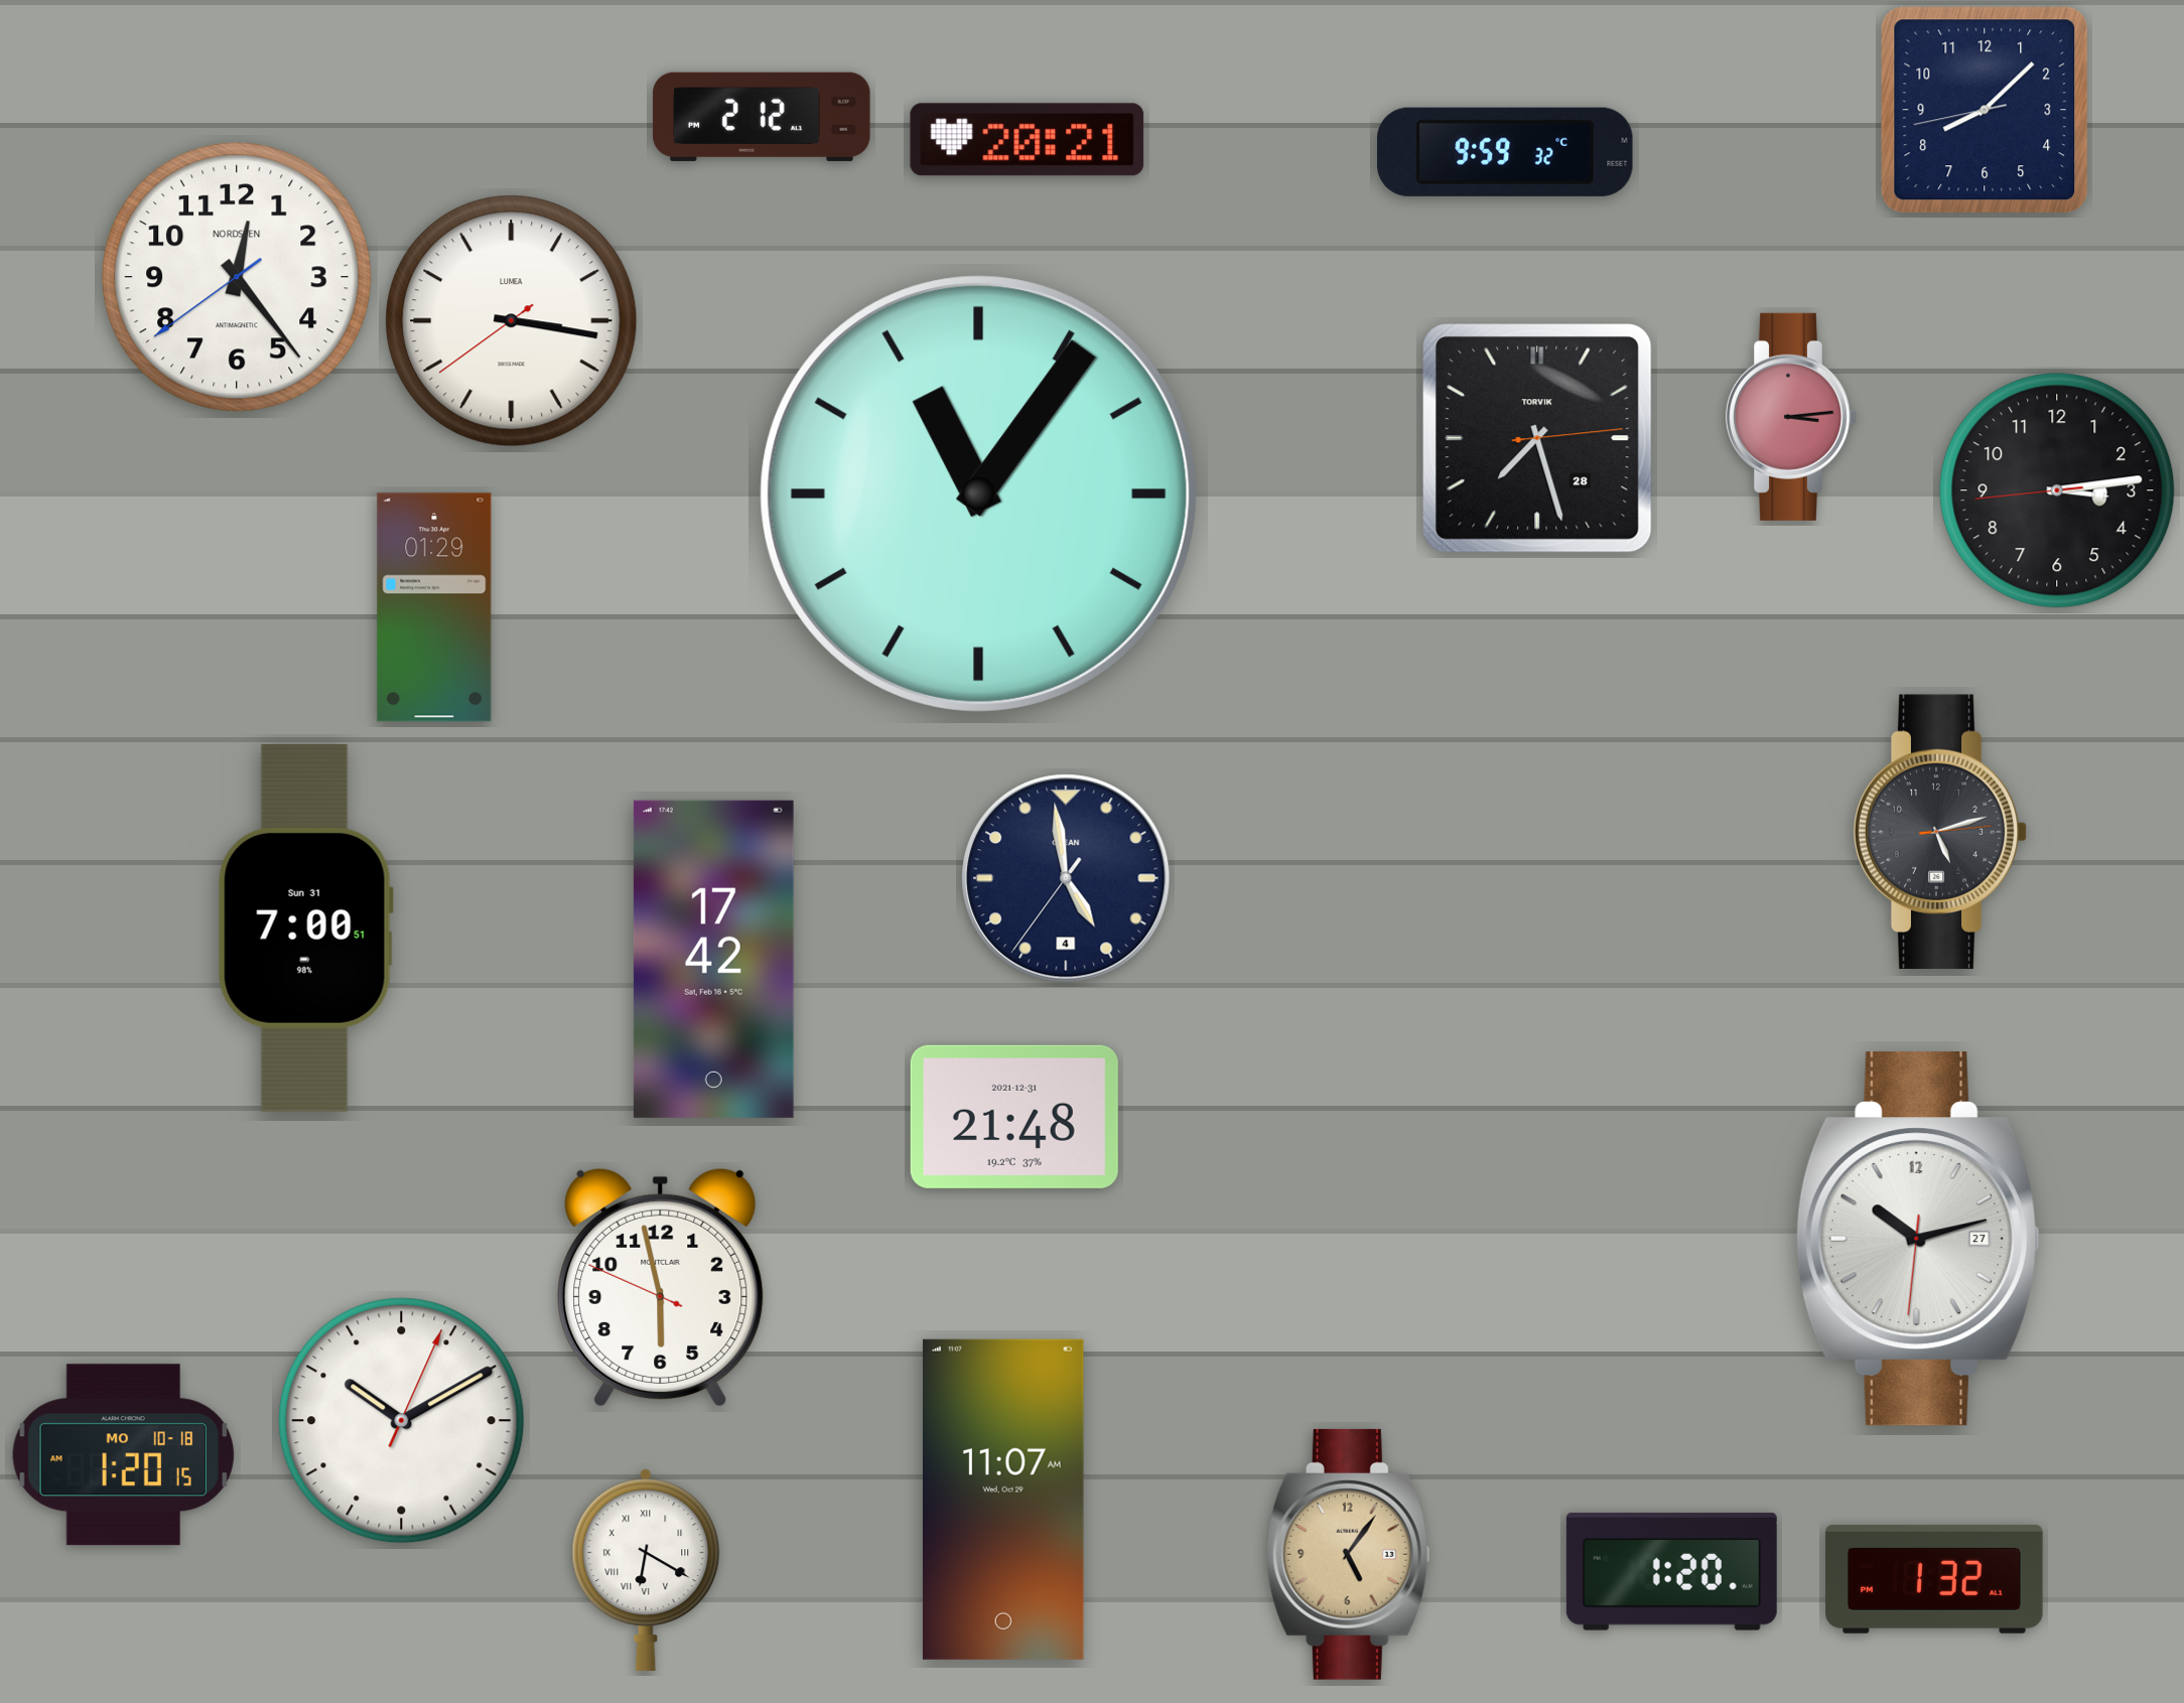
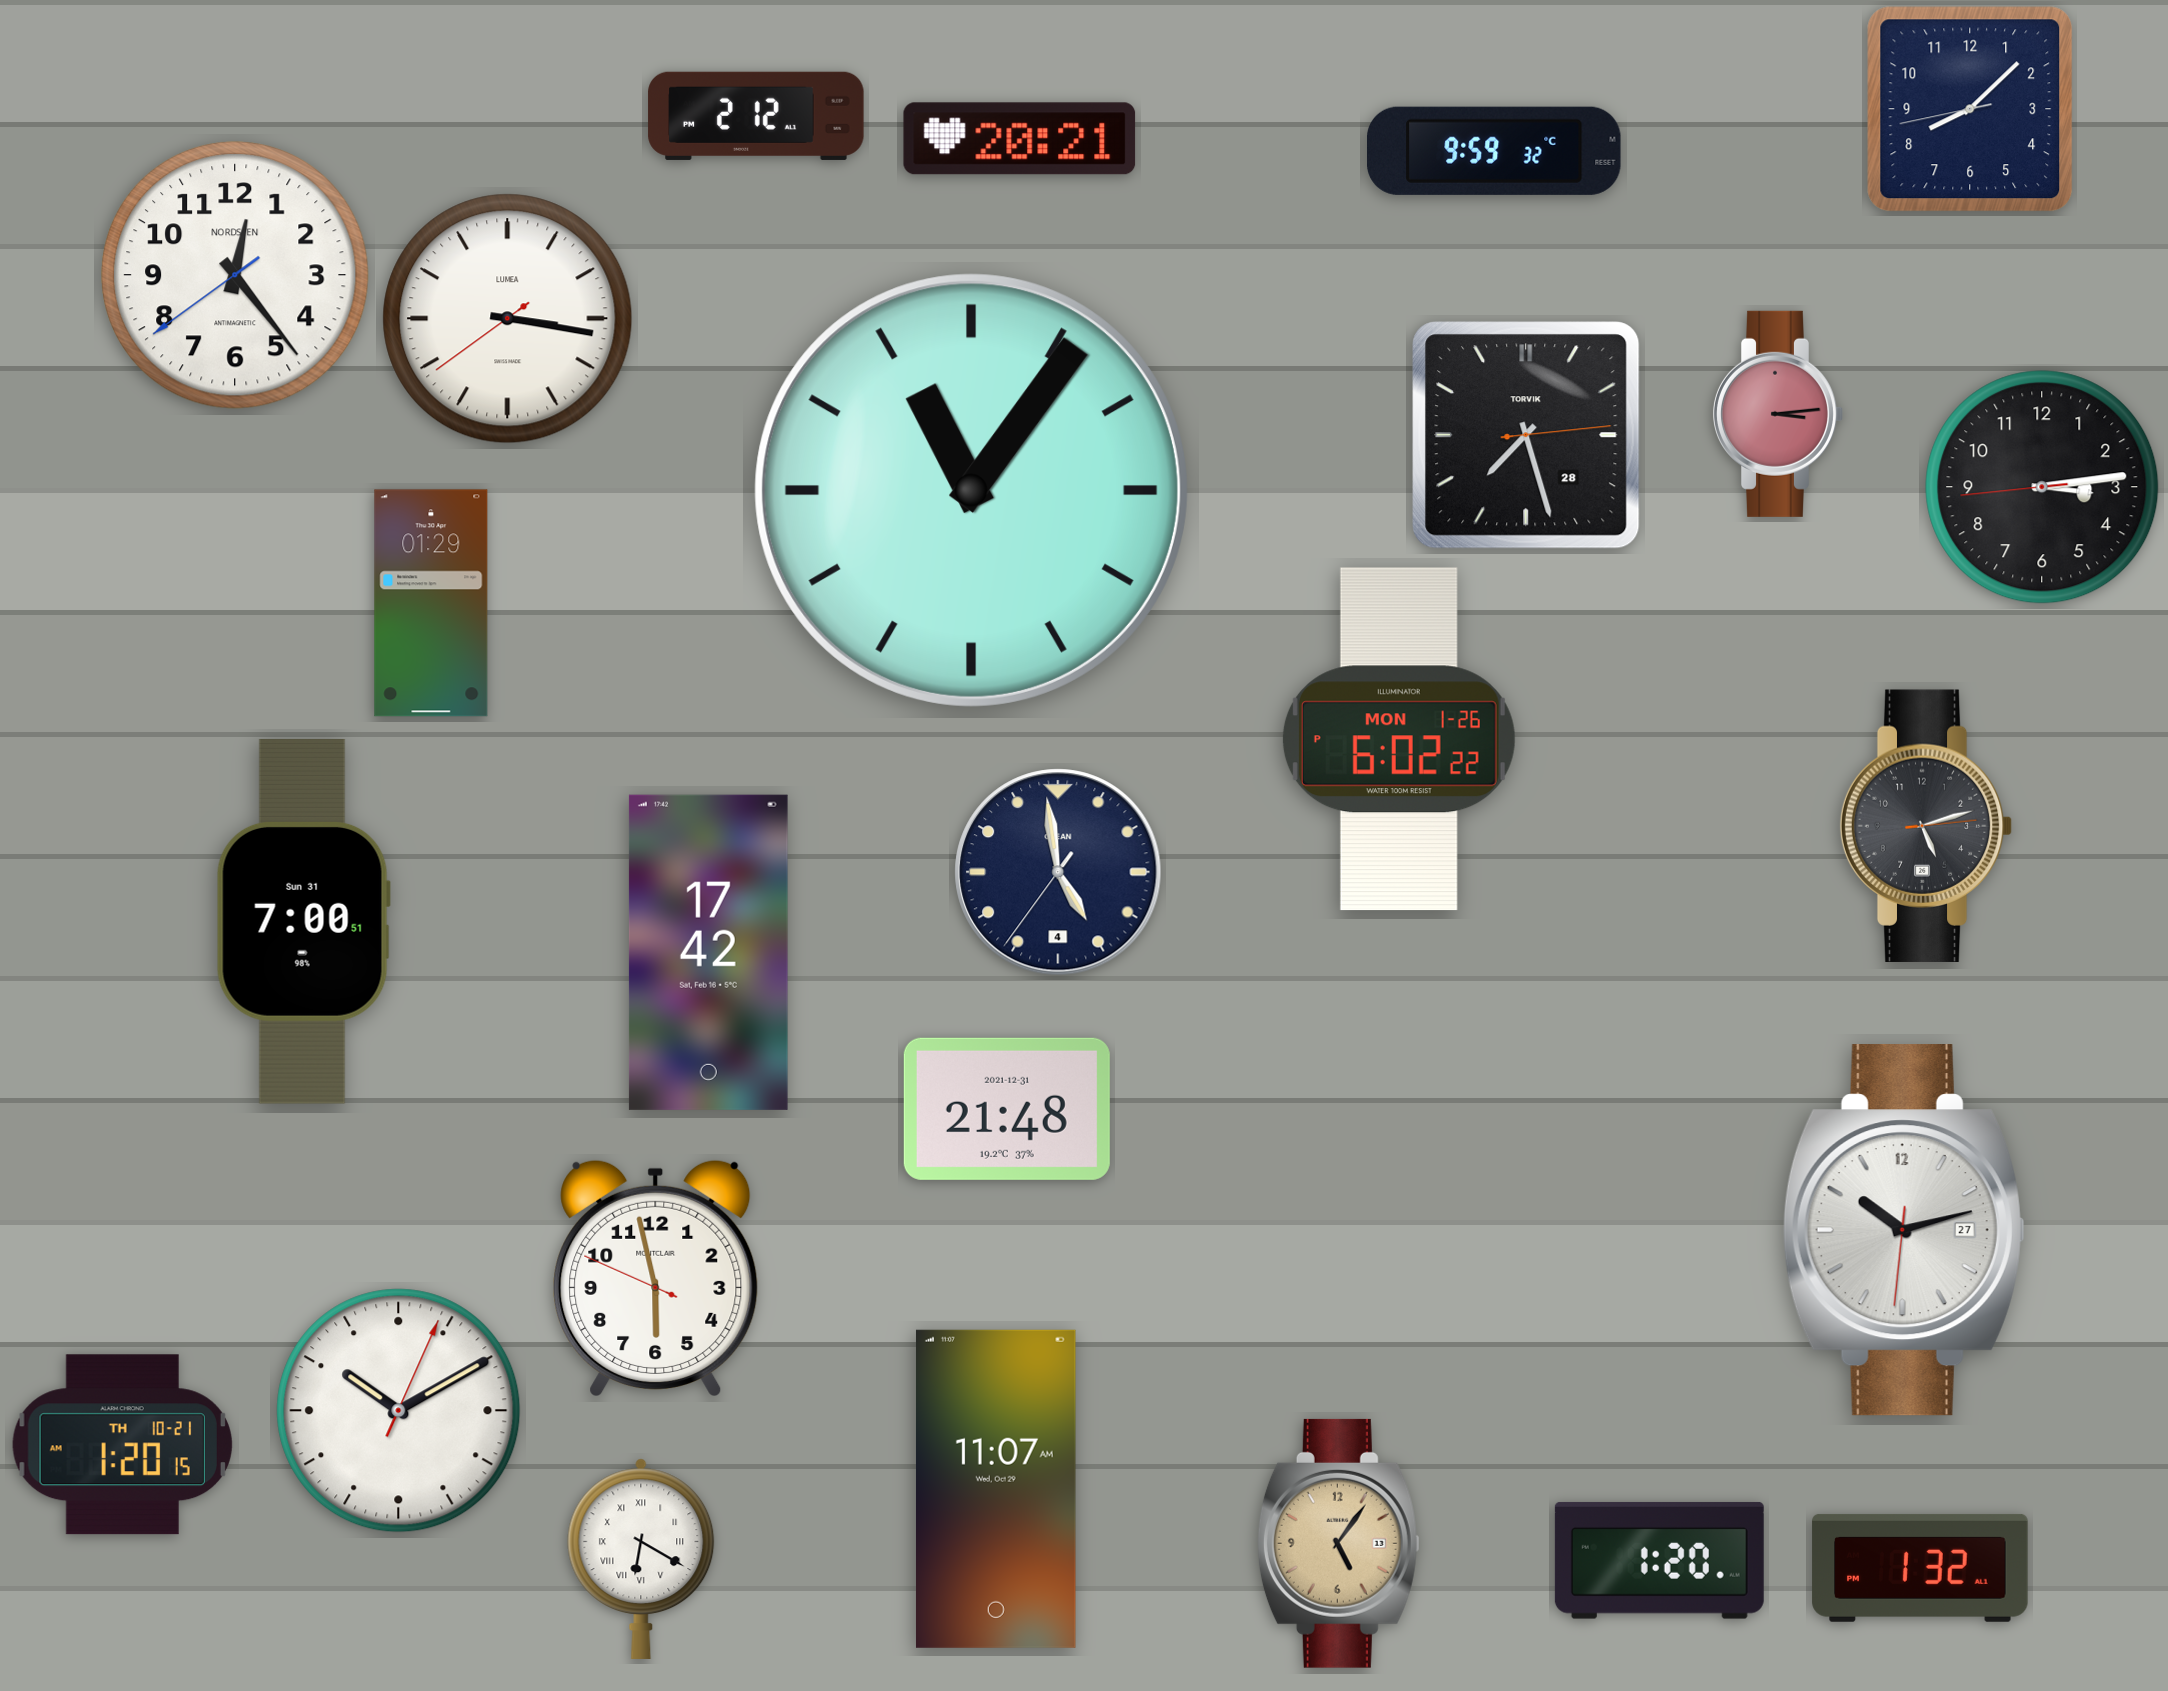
clock at (1399, 739): none -> 6:02
clock at (123, 1455) date: MO 10-18 -> TH 10-21
